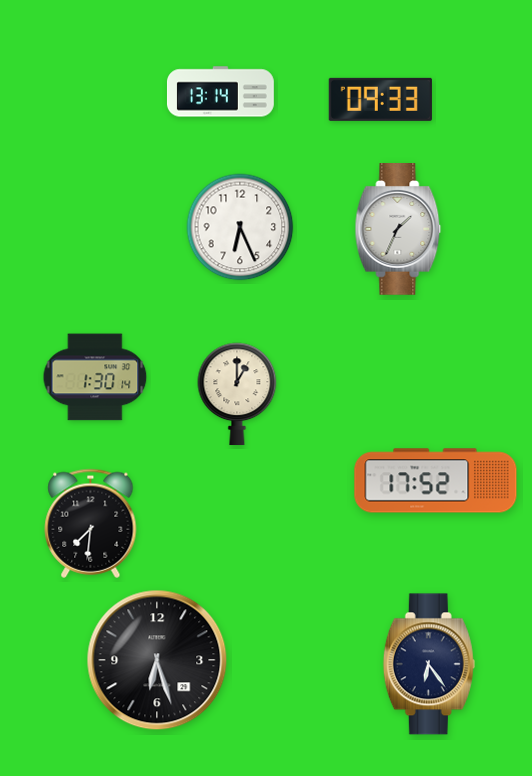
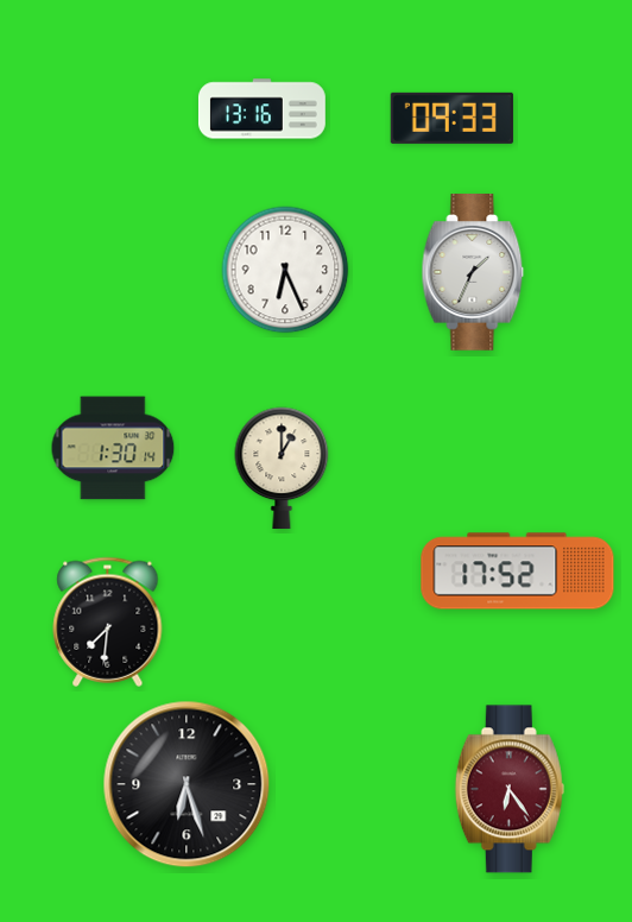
clock at (220, 92): 13:14 -> 13:16
clock at (429, 664) dial: navy -> burgundy
